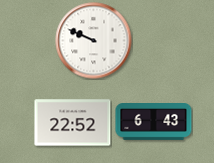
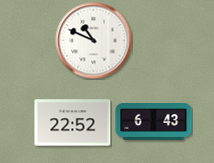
clock at (94, 41): 9:49 -> 10:49
